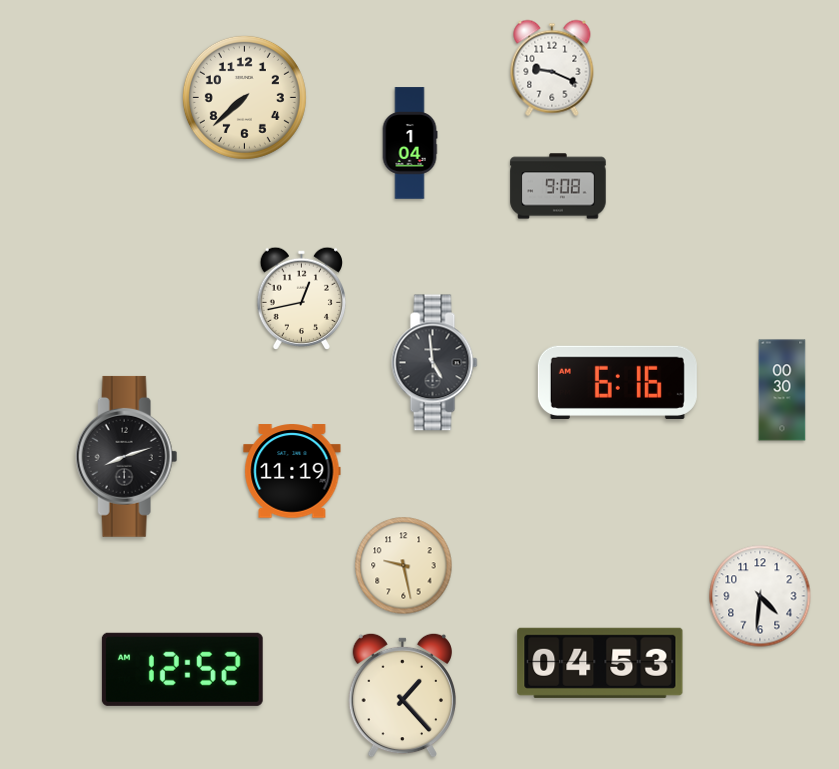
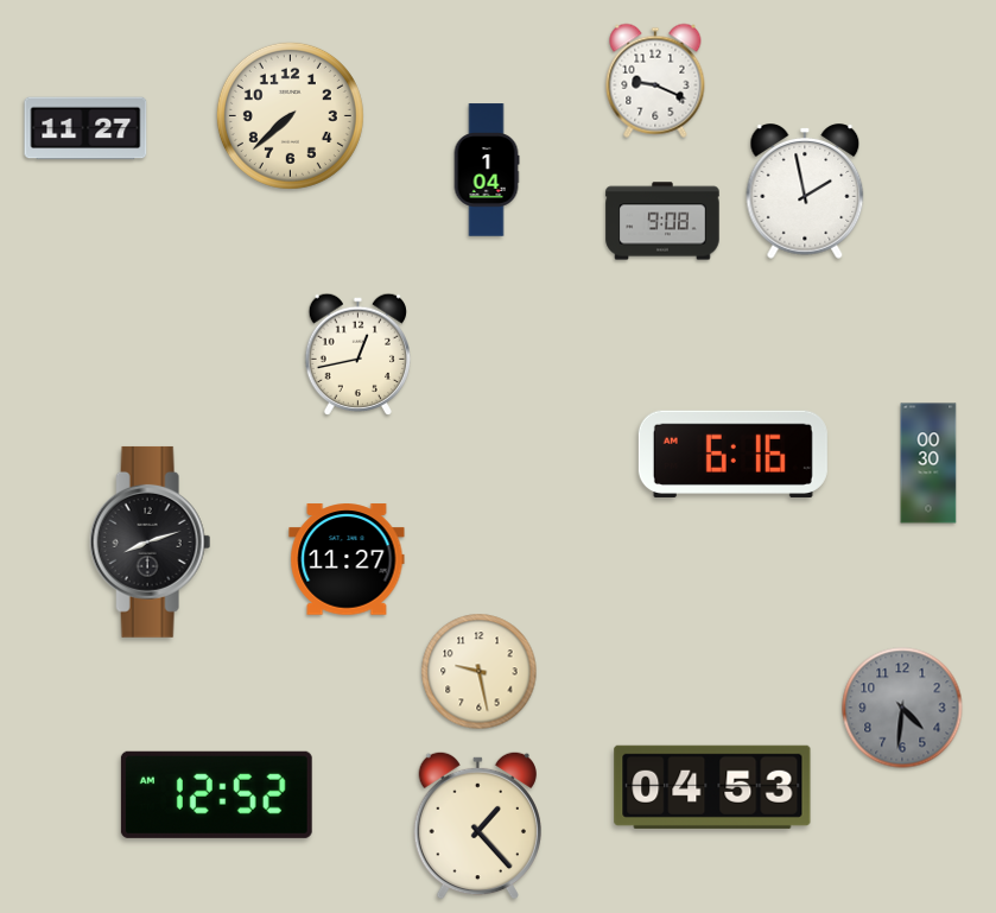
clock at (85, 128): none -> 11:27
clock at (805, 192): none -> 1:58
clock at (435, 363): 4:59 -> none
clock at (292, 471): 11:19 -> 11:27
clock at (760, 596) dial: white -> grey
